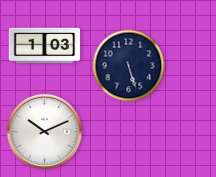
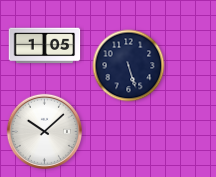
clock at (45, 46): 1:03 -> 1:05
clock at (44, 131): 10:11 -> 10:08
